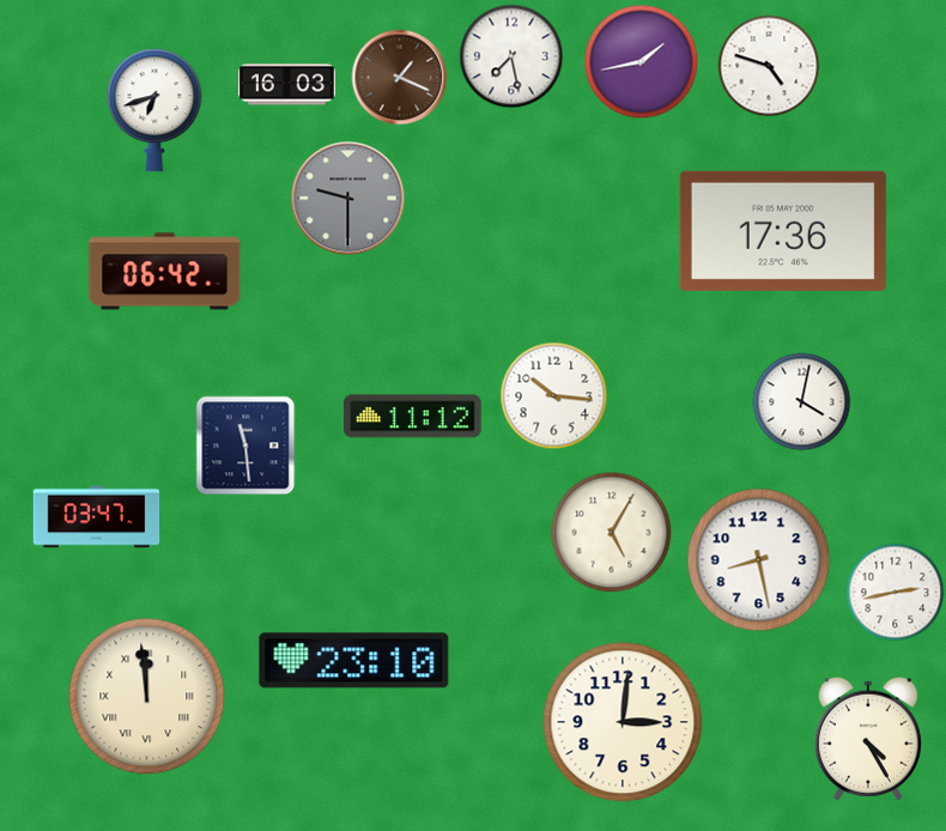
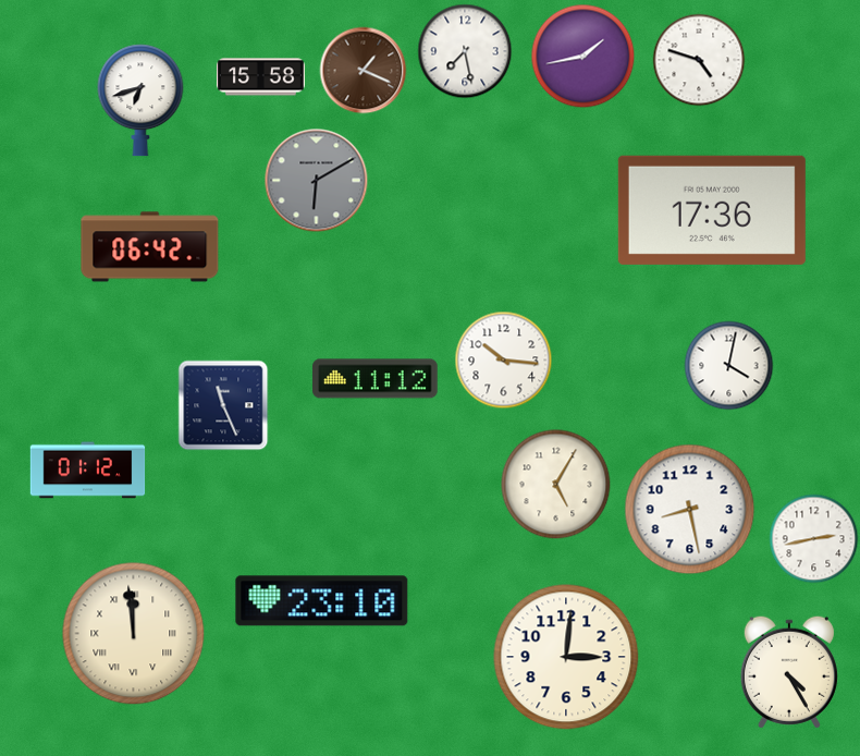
clock at (287, 85): 16:03 -> 15:58
clock at (348, 199): 9:30 -> 6:10
clock at (245, 445): 11:29 -> 11:26
clock at (97, 517): 03:47 -> 01:12
